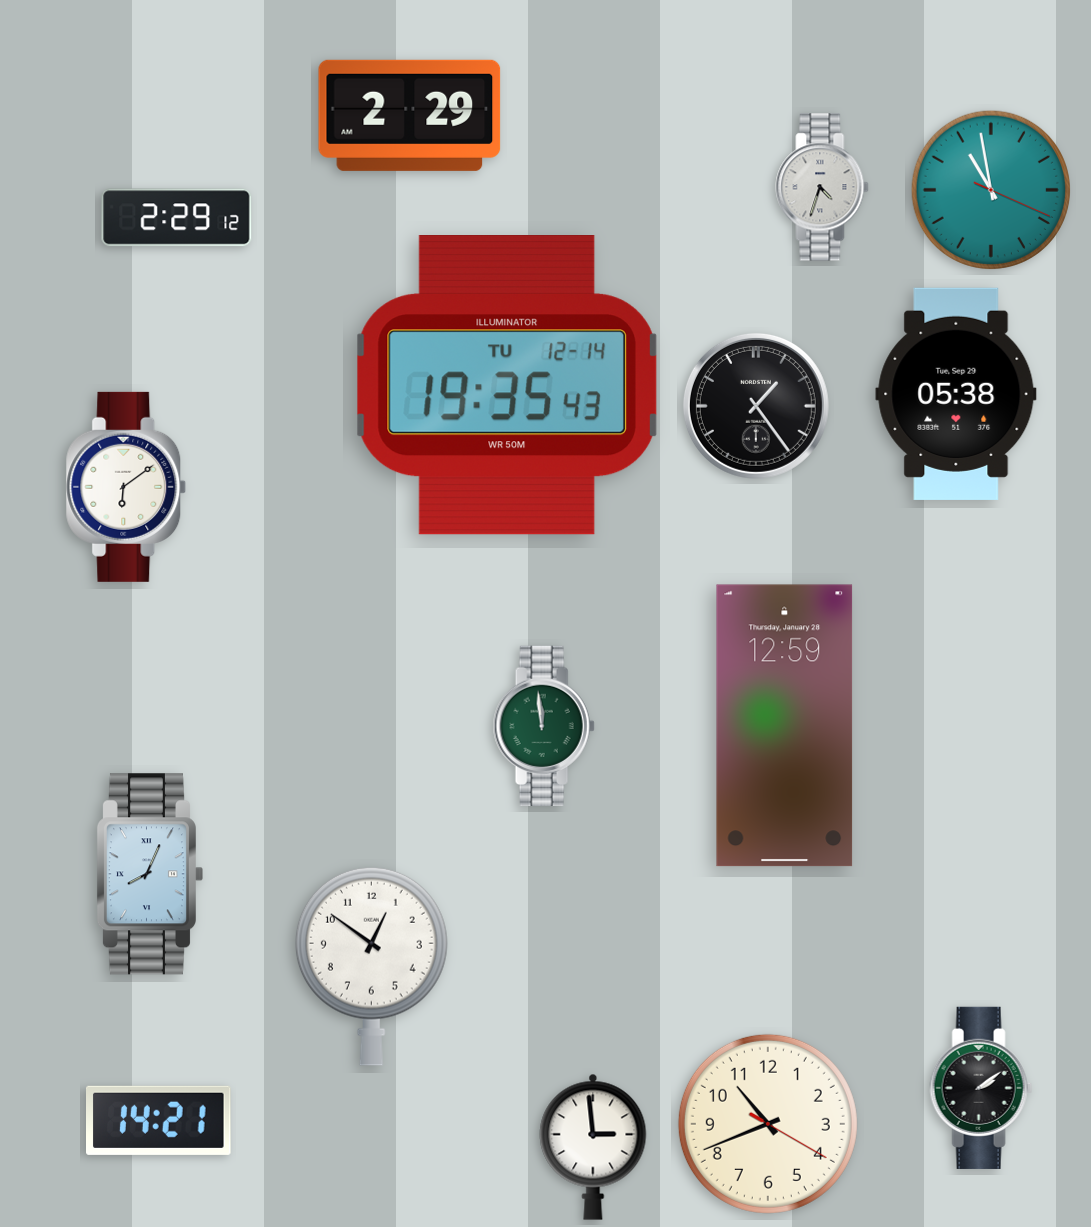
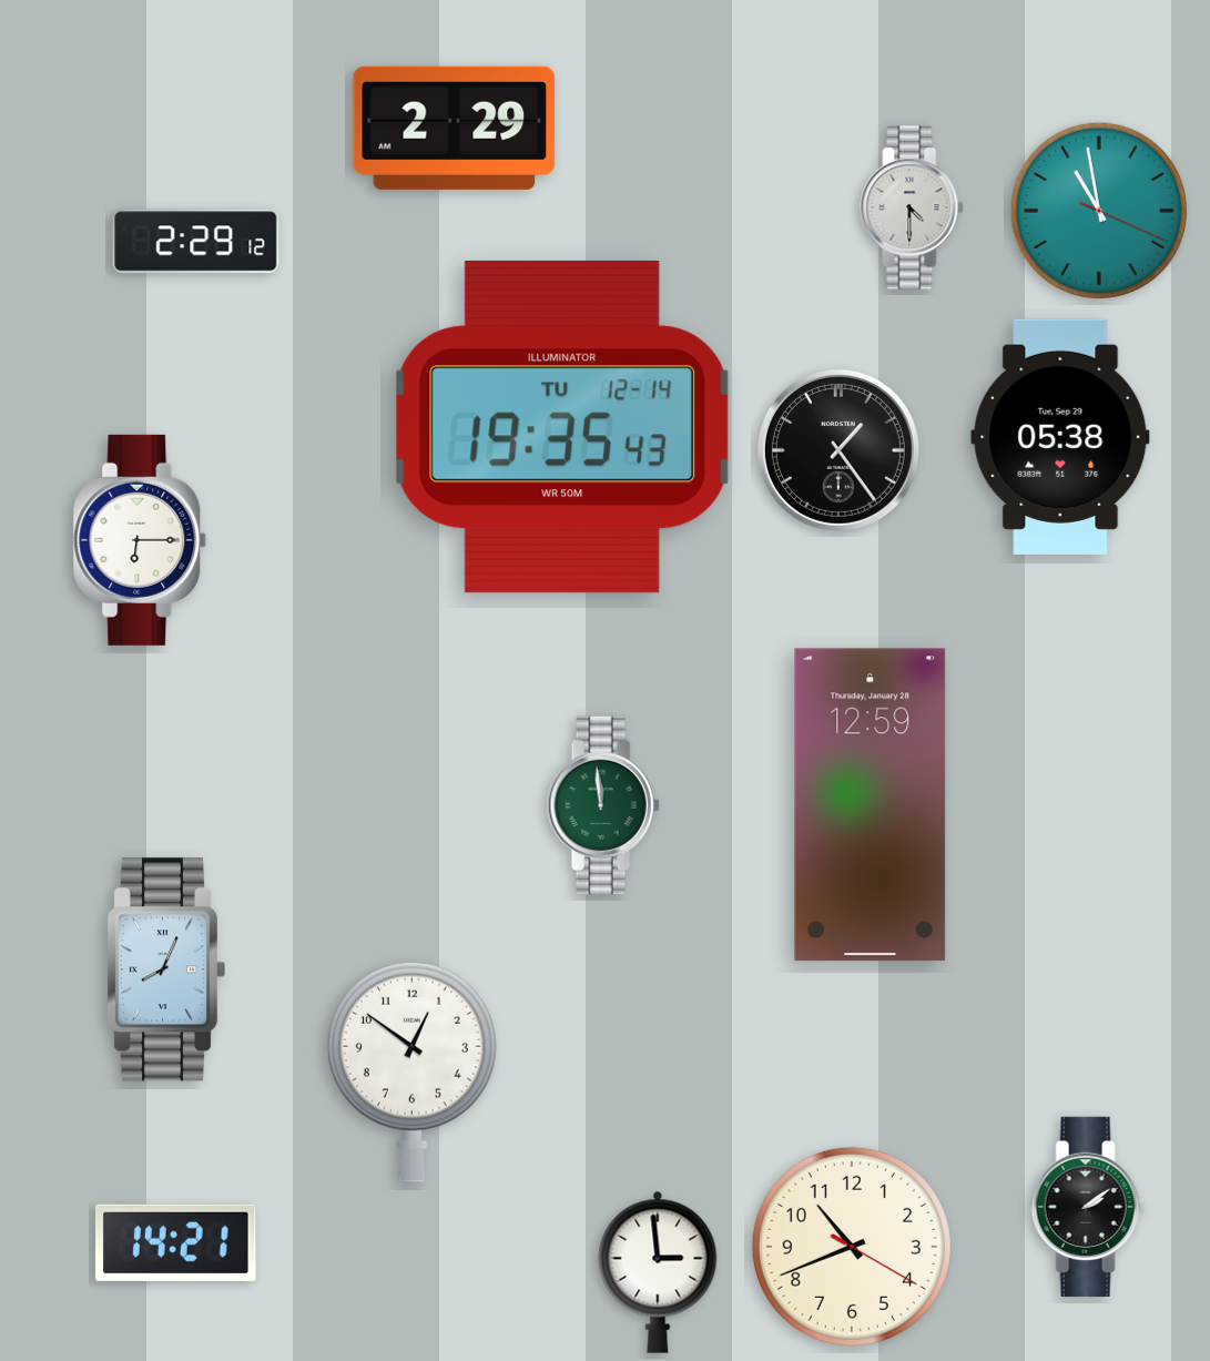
clock at (822, 187): 4:33 -> 4:30
clock at (126, 487): 6:09 -> 6:15
